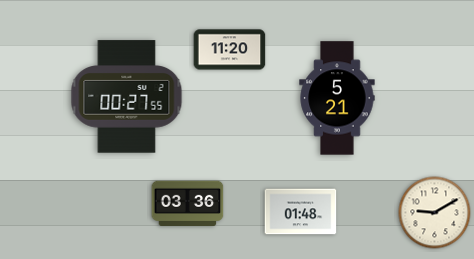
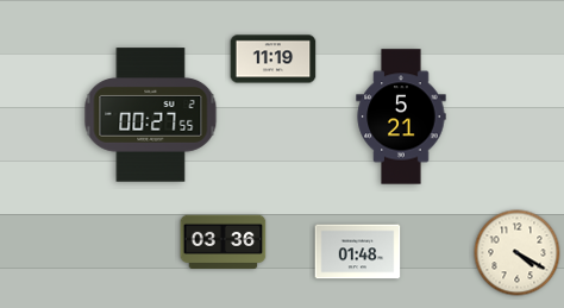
clock at (230, 50): 11:20 -> 11:19
clock at (435, 213): 9:10 -> 4:20
